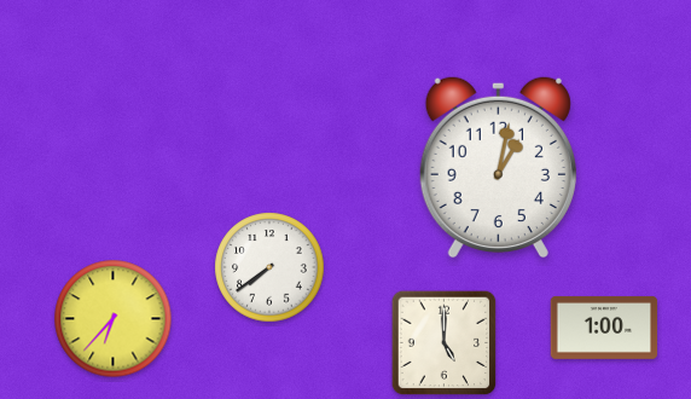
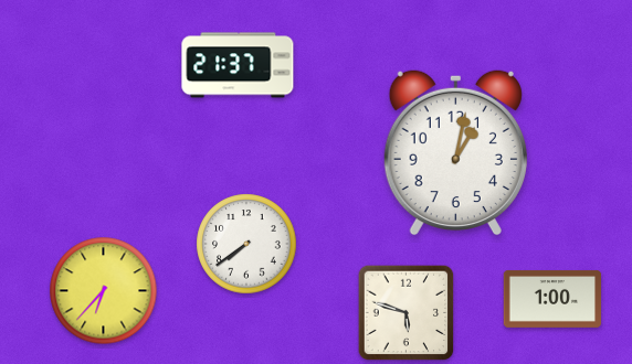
clock at (238, 65): none -> 21:37
clock at (445, 343): 5:00 -> 5:48
